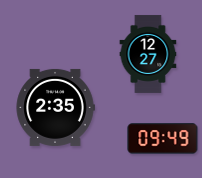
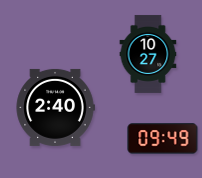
clock at (148, 54): 12:27 -> 10:27
clock at (55, 107): 2:35 -> 2:40
